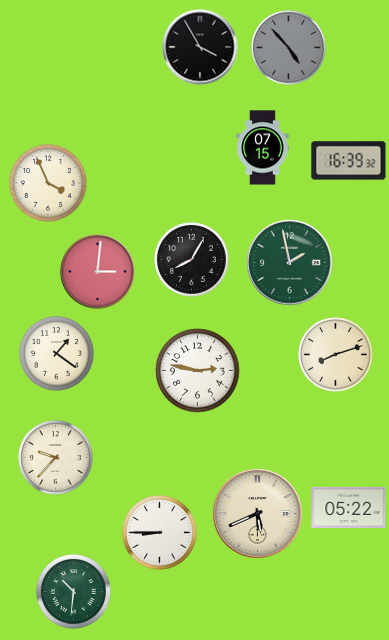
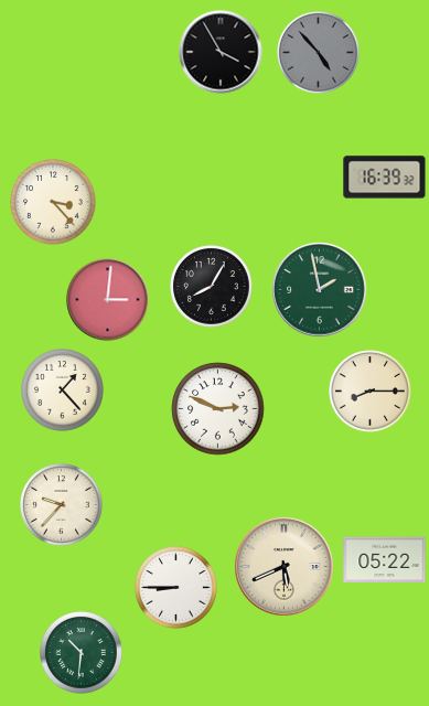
clock at (263, 148): 07:15 -> none
clock at (48, 183): 3:56 -> 3:23
clock at (57, 354): 1:21 -> 1:23
clock at (336, 355): 8:12 -> 8:15
clock at (198, 371): 2:47 -> 2:49
